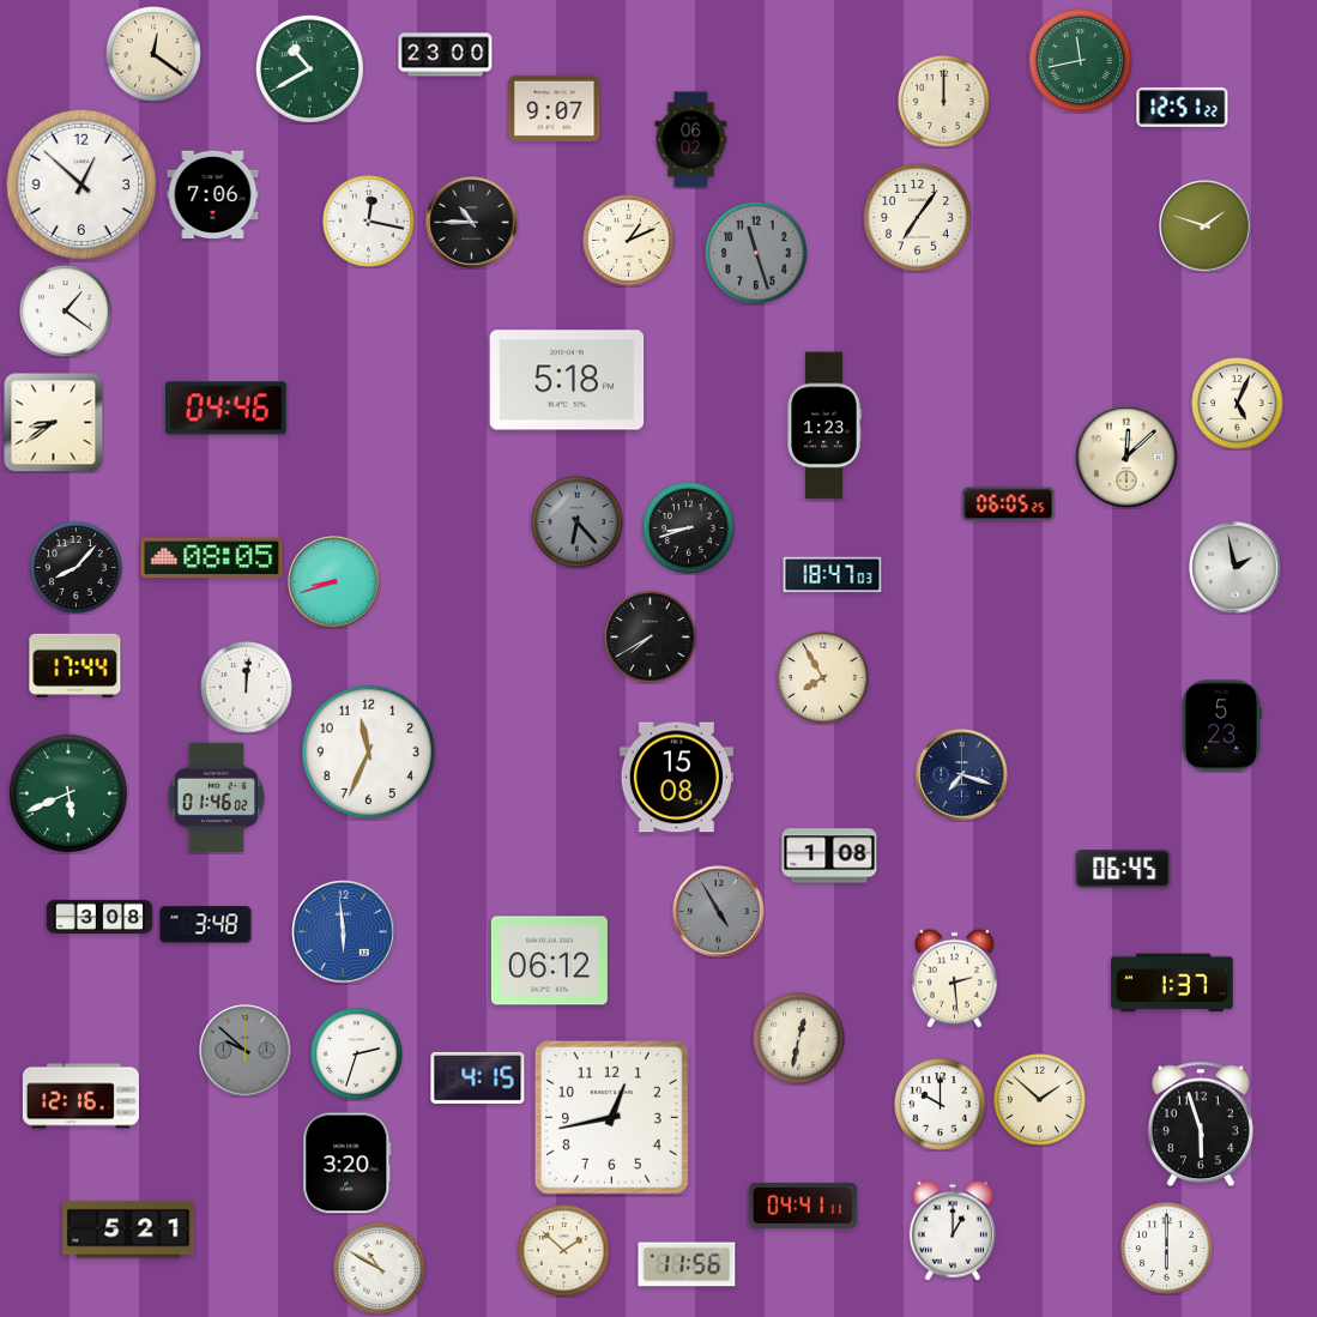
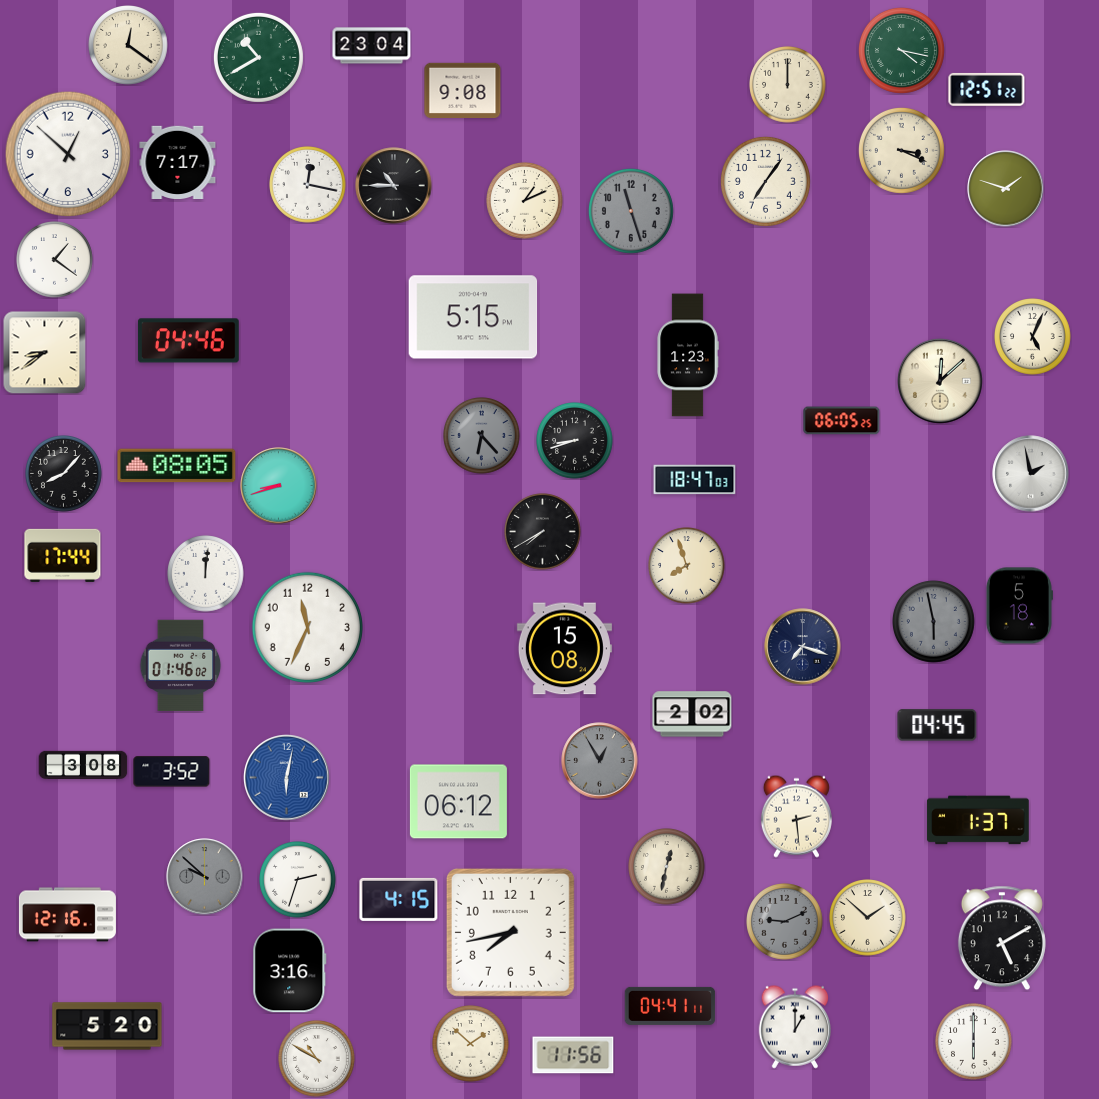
clock at (446, 55): 23:00 -> 23:04
clock at (1080, 60): 11:43 -> 4:17
clock at (555, 108): 9:07 -> 9:08
clock at (691, 140): 06:02 -> none
clock at (901, 150): none -> 3:19
clock at (213, 194): 7:06 -> 7:17
clock at (567, 380): 5:18 -> 5:15
clock at (823, 678): 7:55 -> 7:57
clock at (1221, 726): 5:23 -> 5:18
clock at (934, 622): none -> 5:58
clock at (68, 793): 5:41 -> none
clock at (829, 856): 1:08 -> 2:02
clock at (1123, 869): 06:45 -> 04:45
clock at (719, 912): 4:55 -> 12:55
clock at (206, 925): 3:48 -> 3:52
clock at (344, 932): 5:59 -> 6:02
clock at (941, 1105): 10:00 -> 9:11
clock at (941, 1105) dial: white -> grey
clock at (611, 1117): 12:43 -> 7:43
clock at (1201, 1124): 5:57 -> 5:10
clock at (348, 1164): 3:20 -> 3:16
clock at (128, 1230): 5:21 -> 5:20
